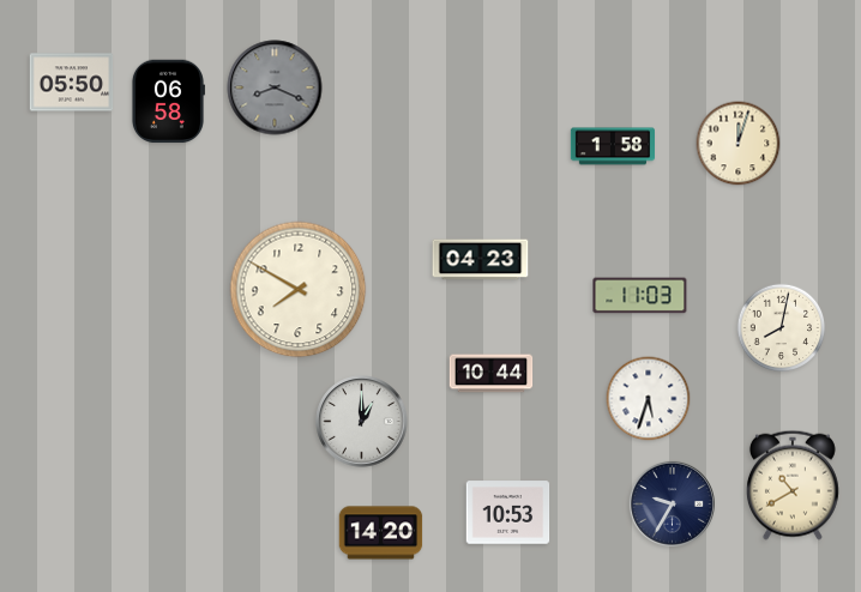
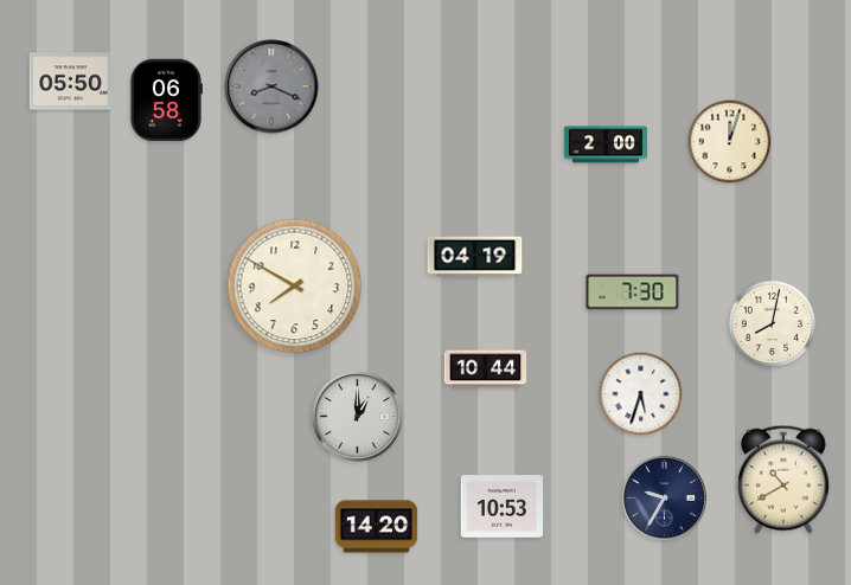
clock at (612, 146): 1:58 -> 2:00
clock at (481, 260): 04:23 -> 04:19
clock at (640, 296): 11:03 -> 7:30
